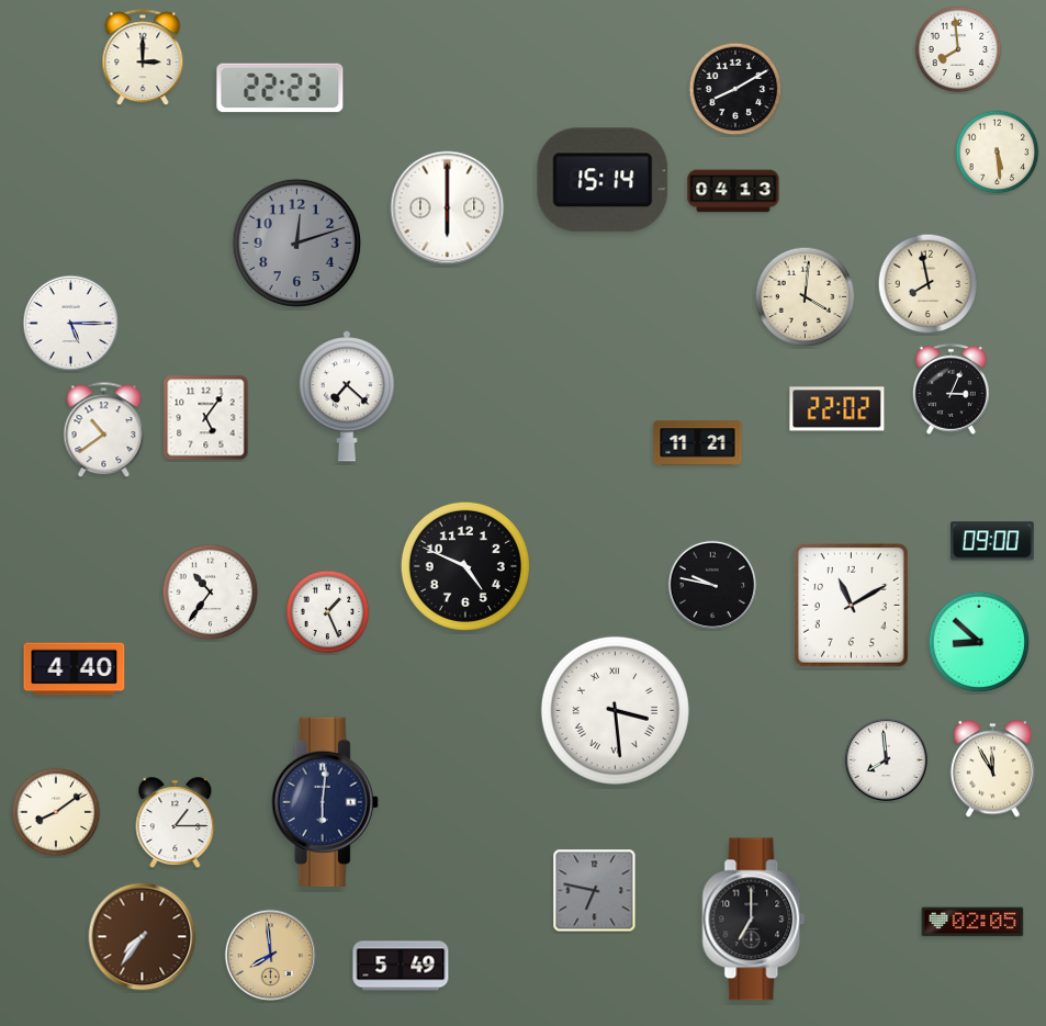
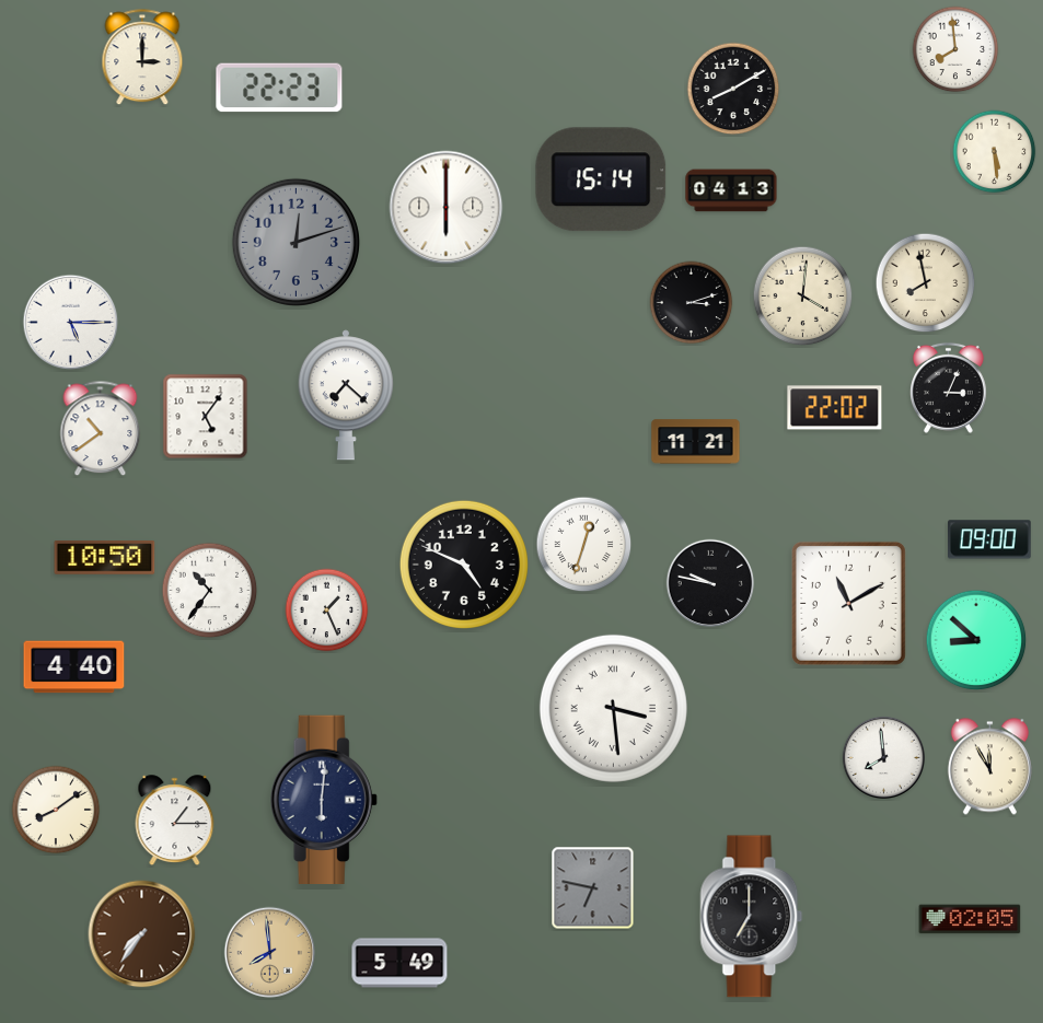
clock at (692, 303): none -> 3:12
clock at (104, 430) position: (104, 430) -> (101, 429)
clock at (584, 545): none -> 12:33
clock at (105, 558): none -> 10:50
